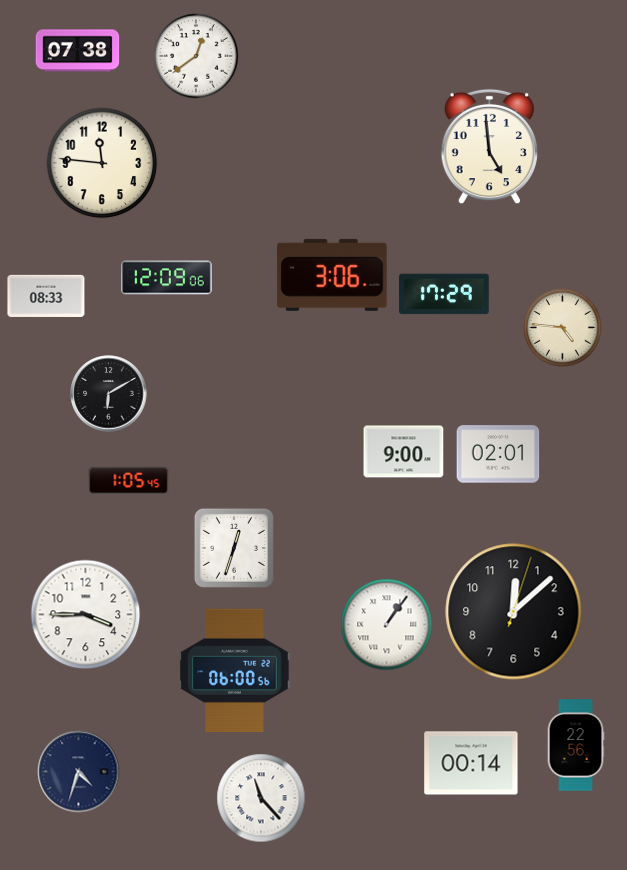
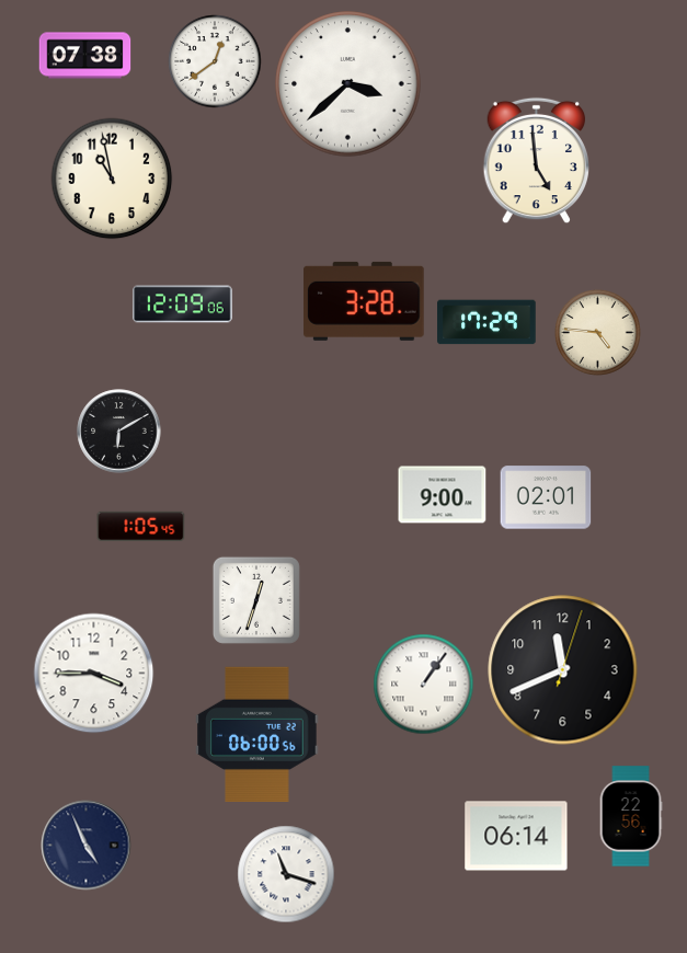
clock at (348, 84): none -> 3:38
clock at (102, 163): 11:46 -> 10:58
clock at (332, 275): 3:06 -> 3:28
clock at (46, 295): 08:33 -> none
clock at (563, 328) position: (563, 328) -> (598, 333)
clock at (514, 612): 12:08 -> 11:41
clock at (471, 763): 00:14 -> 06:14
clock at (79, 772): 4:33 -> 4:56
clock at (261, 798): 11:23 -> 11:18
